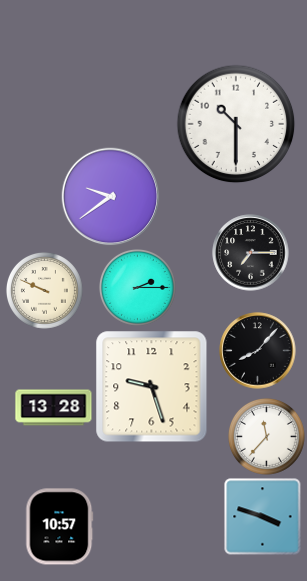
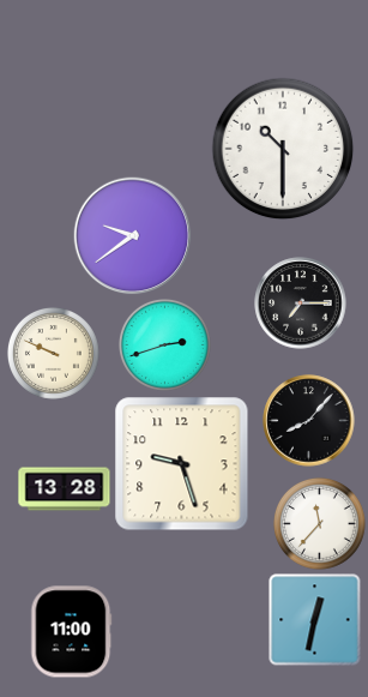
clock at (137, 287): 2:15 -> 2:42
clock at (44, 290) position: (44, 290) -> (53, 353)
clock at (263, 517): 3:48 -> 12:32
clock at (60, 527): 10:57 -> 11:00
